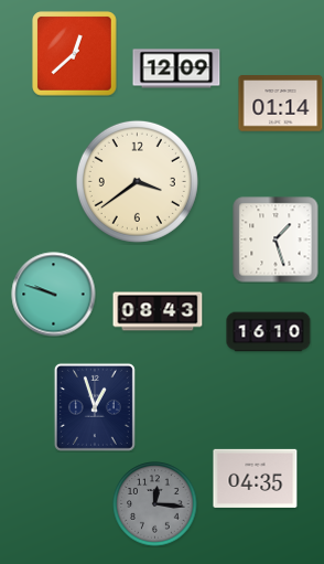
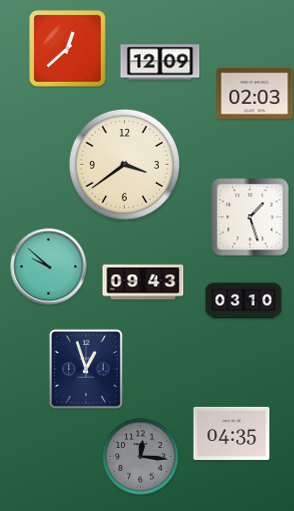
clock at (281, 104): 01:14 -> 02:03
clock at (54, 295): 9:48 -> 9:52
clock at (158, 311): 08:43 -> 09:43
clock at (269, 332): 16:10 -> 03:10
